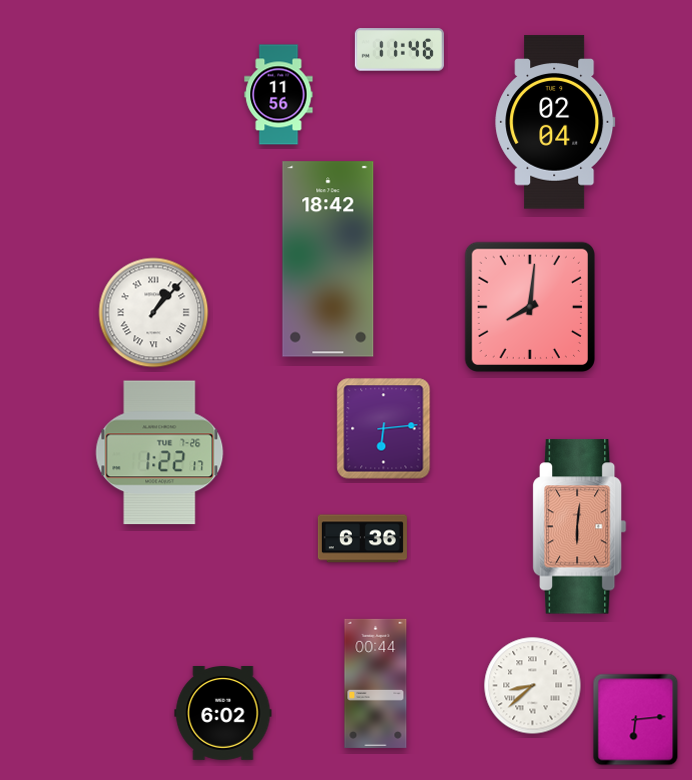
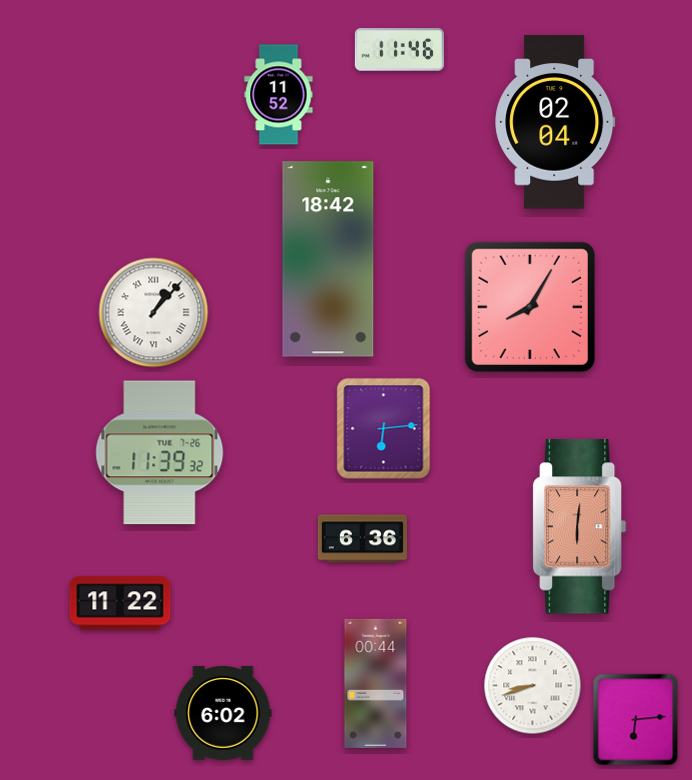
clock at (279, 95): 11:56 -> 11:52
clock at (530, 307): 8:01 -> 8:05
clock at (160, 453): 1:22 -> 11:39
clock at (120, 603): none -> 11:22
clock at (533, 686): 8:38 -> 8:42
